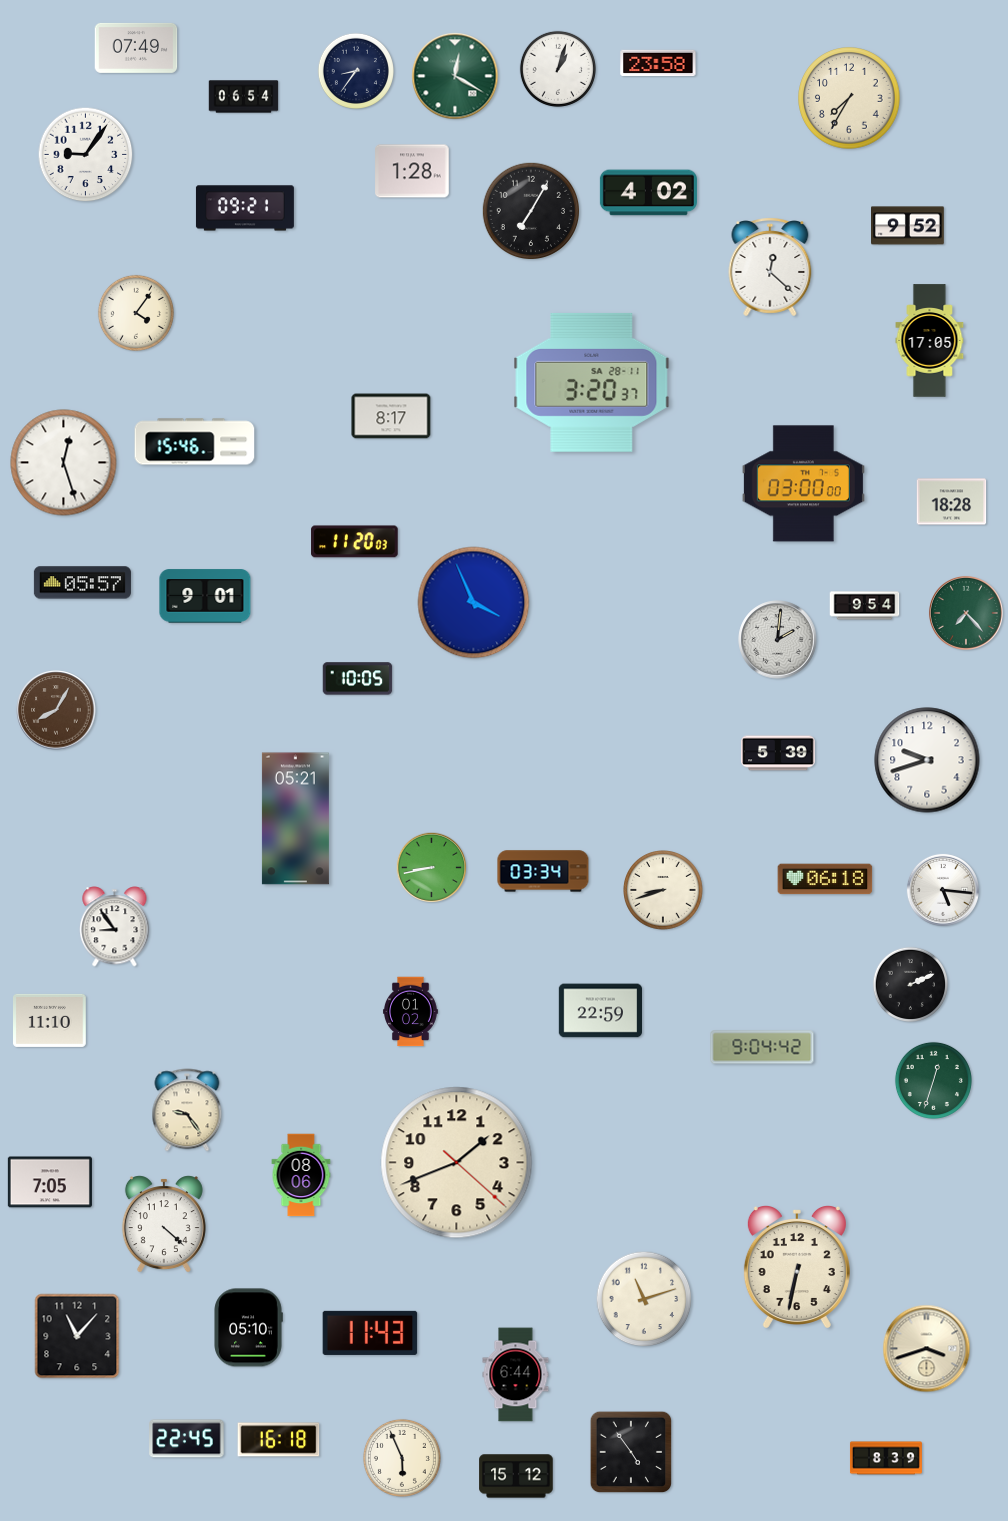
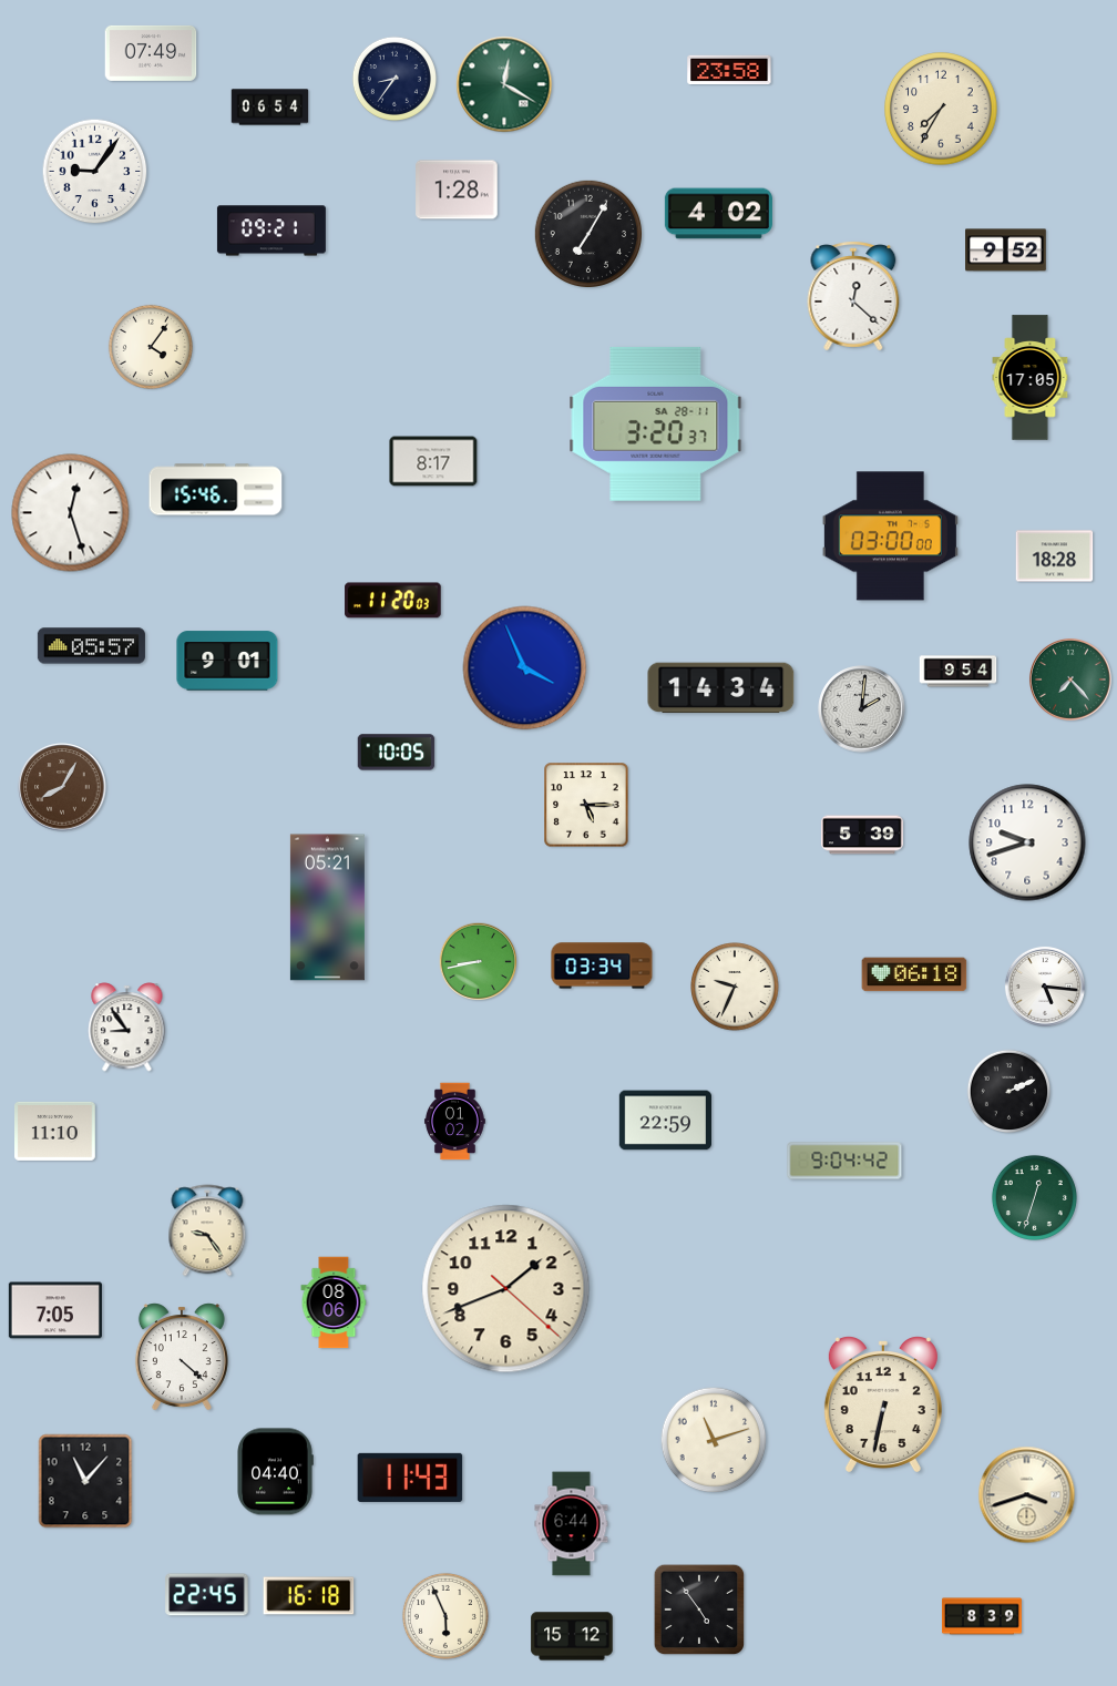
clock at (558, 69): 1:03 -> none
clock at (721, 688): none -> 14:34
clock at (586, 805): none -> 5:15
clock at (663, 890): 8:42 -> 9:34
clock at (248, 1328): 05:10 -> 04:40
